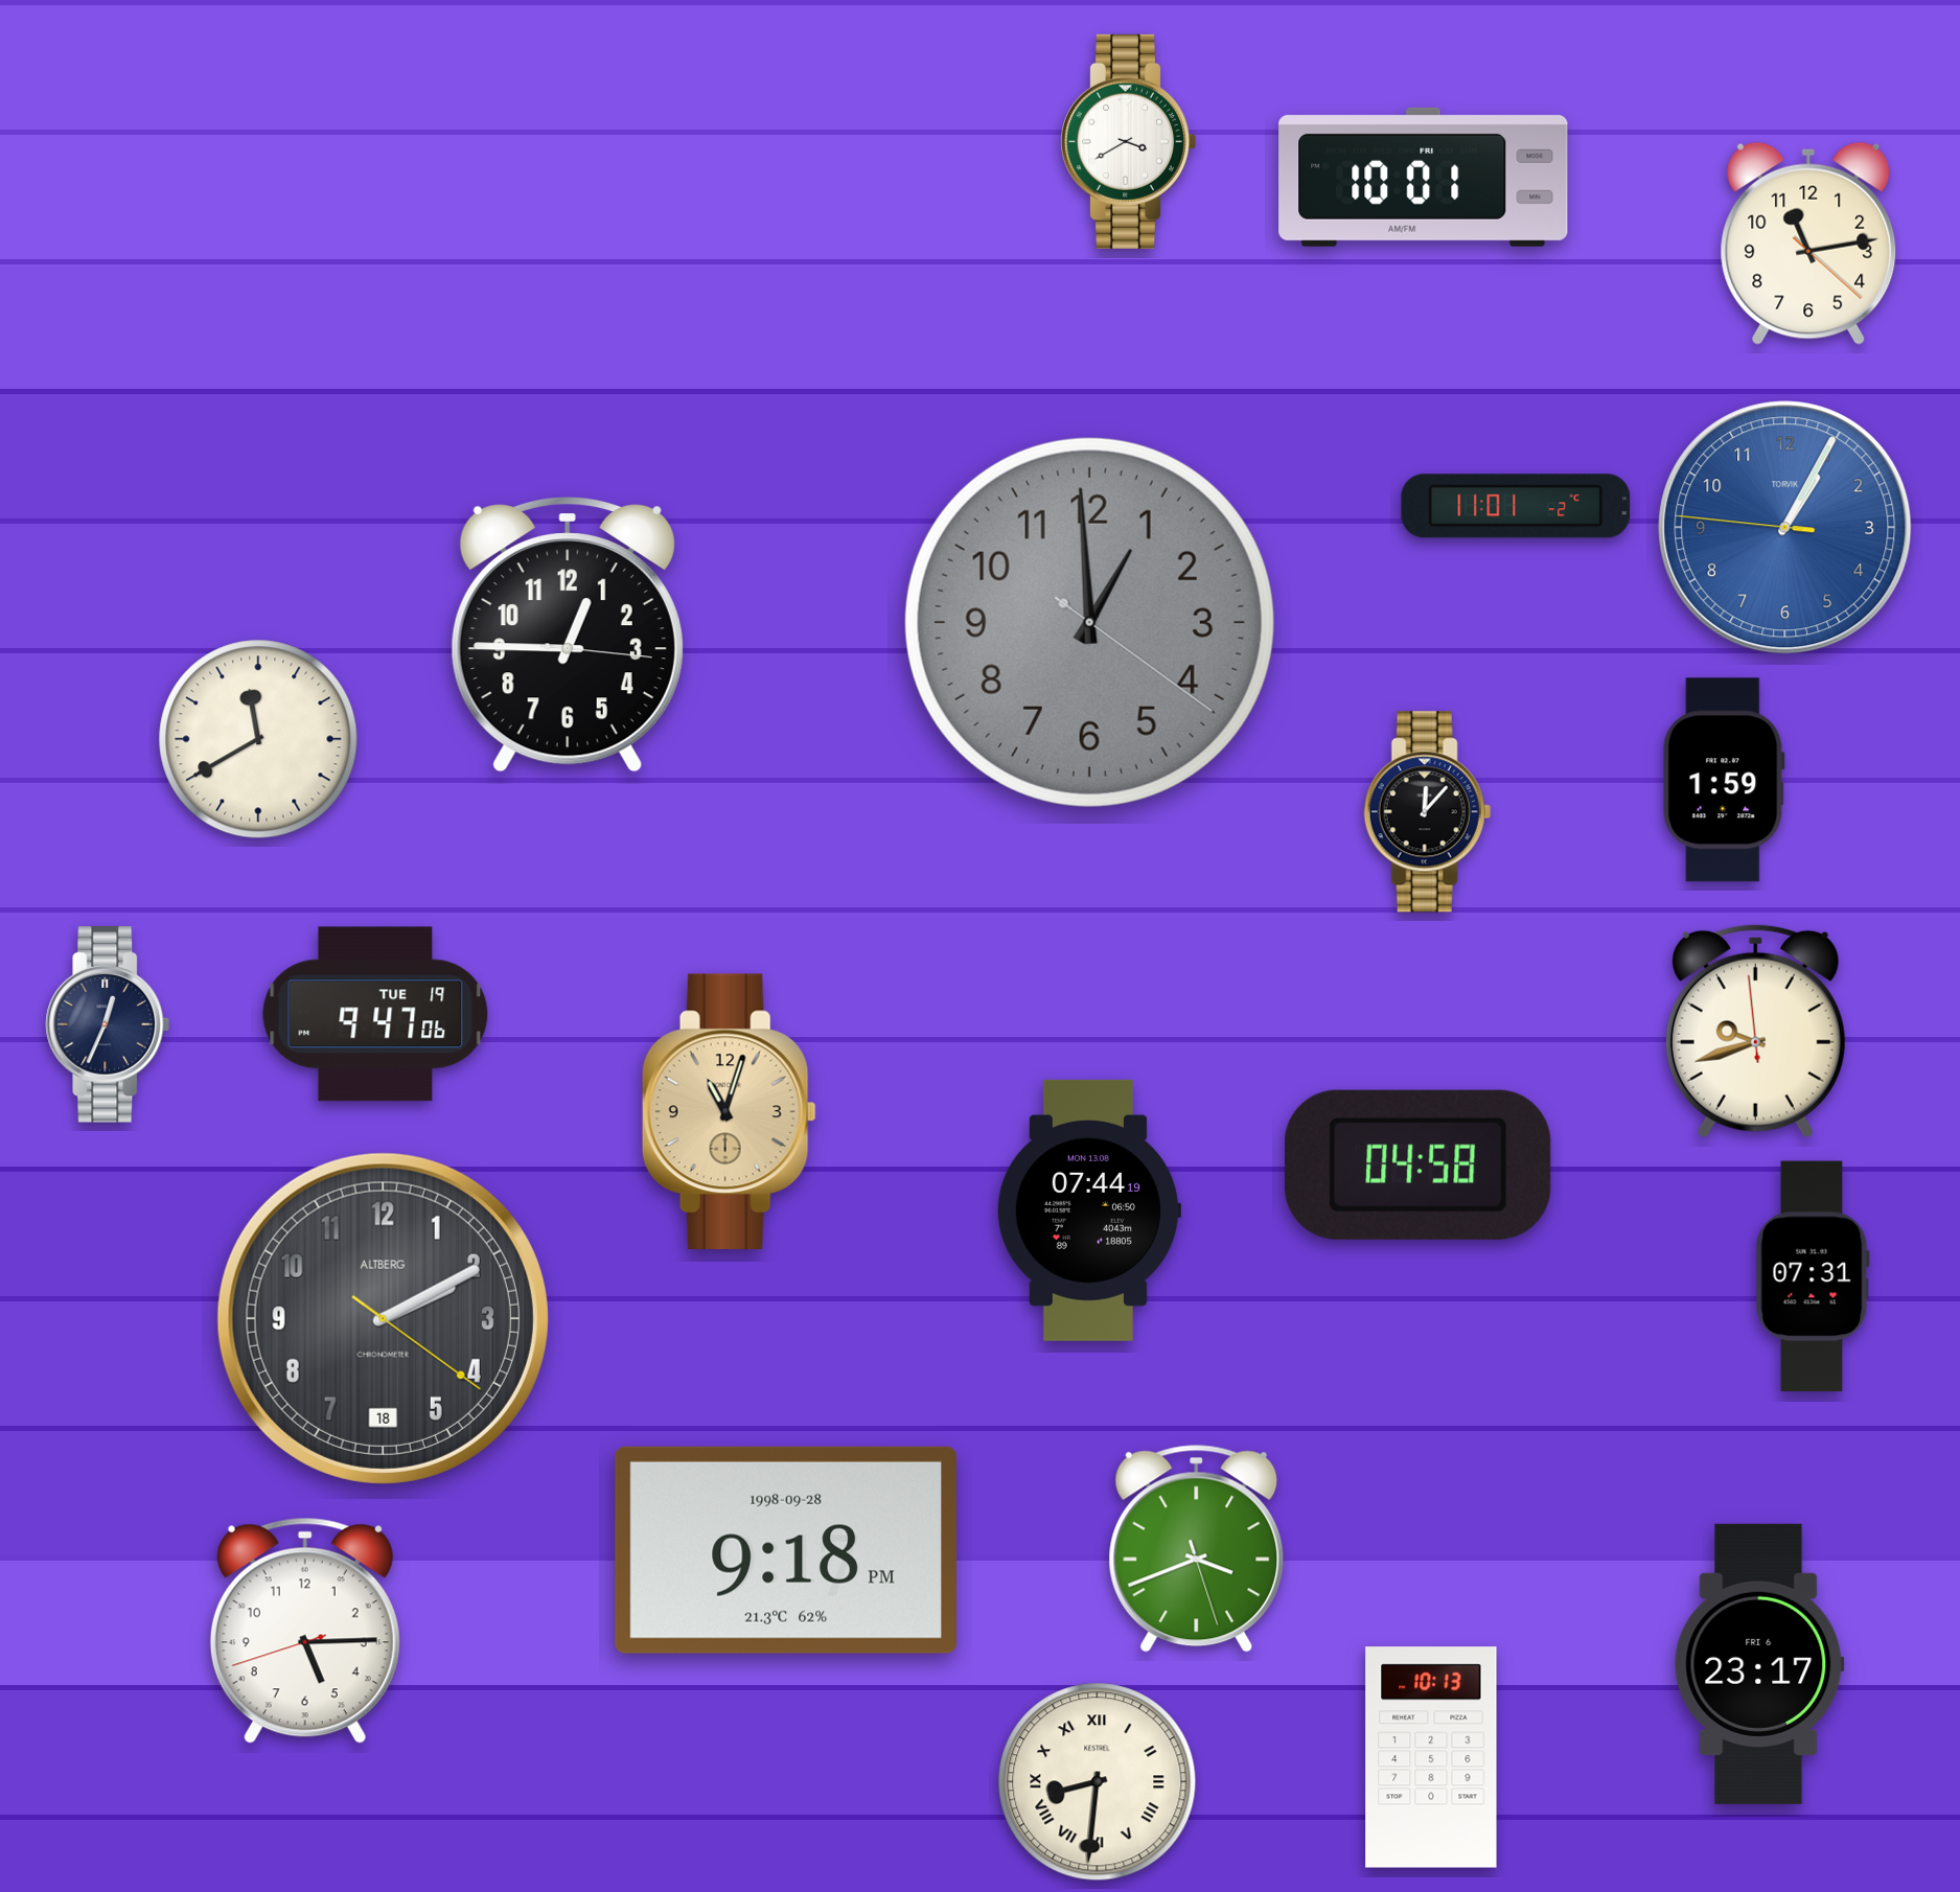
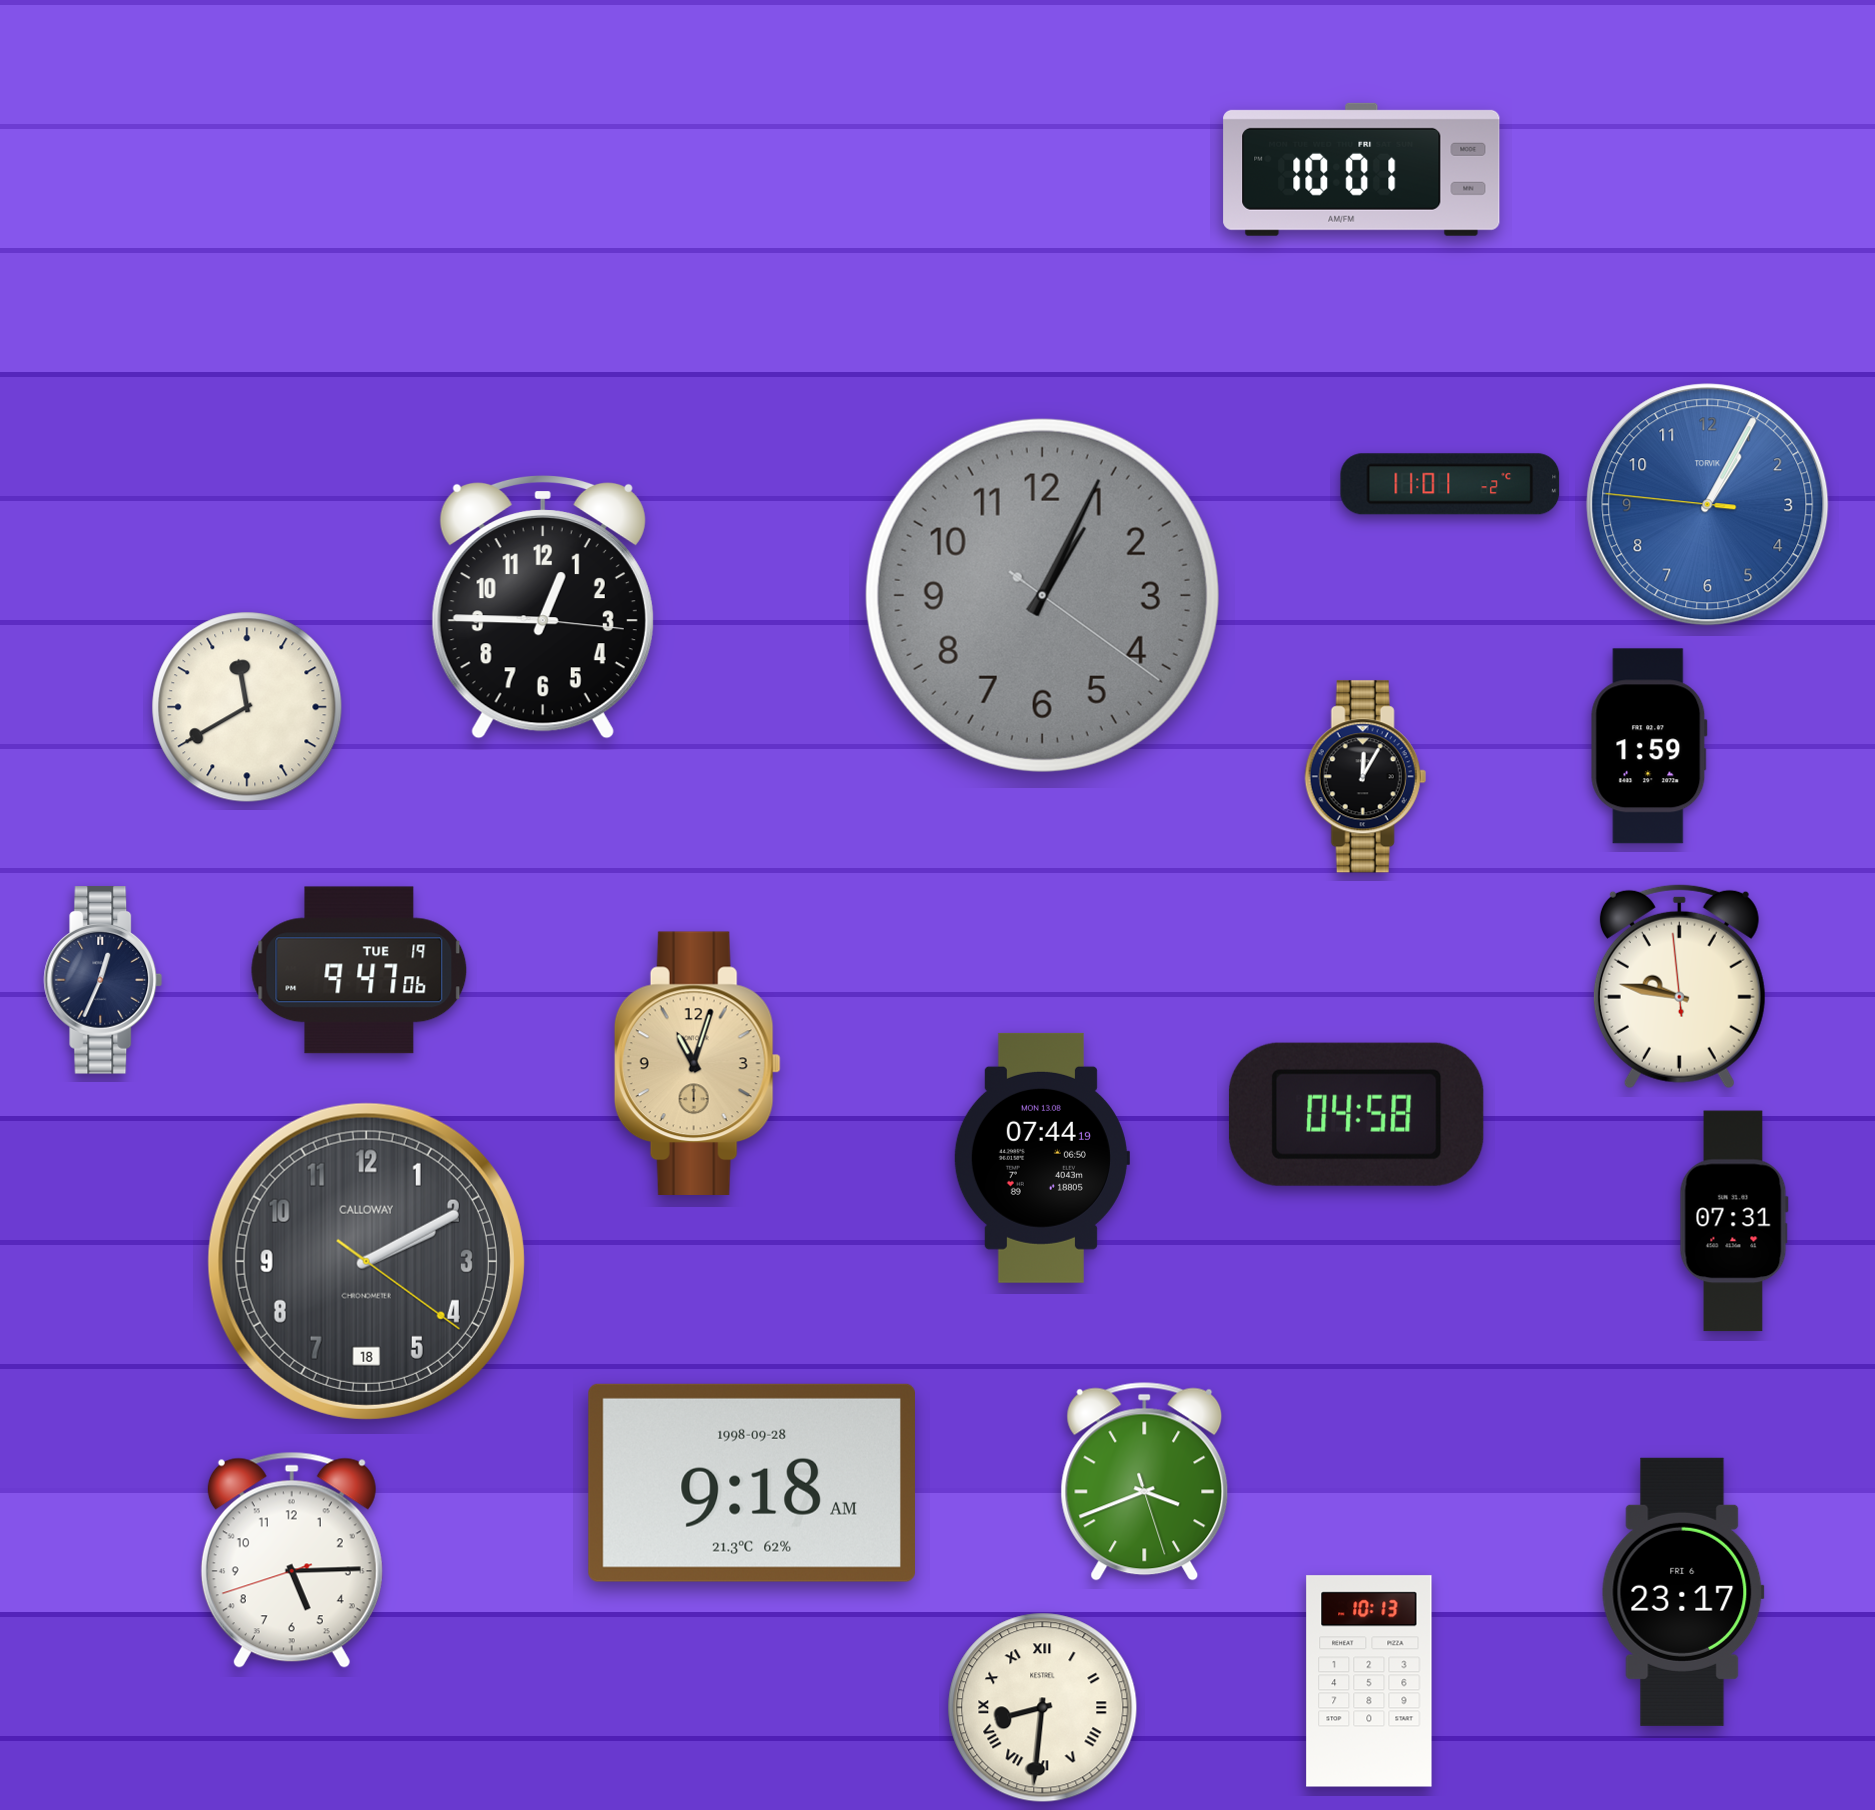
clock at (1129, 141): 3:40 -> none
clock at (1808, 244): 11:13 -> none
clock at (1089, 622): 12:59 -> 1:04
clock at (1427, 812): 12:07 -> 12:05
clock at (1755, 1031): 9:41 -> 9:46
clock at (383, 1318) brand: ALTBERG -> CALLOWAY
clock at (786, 1550): 9:18 PM -> 9:18 AM
clock at (1098, 1782) position: (1098, 1782) -> (1043, 1708)
